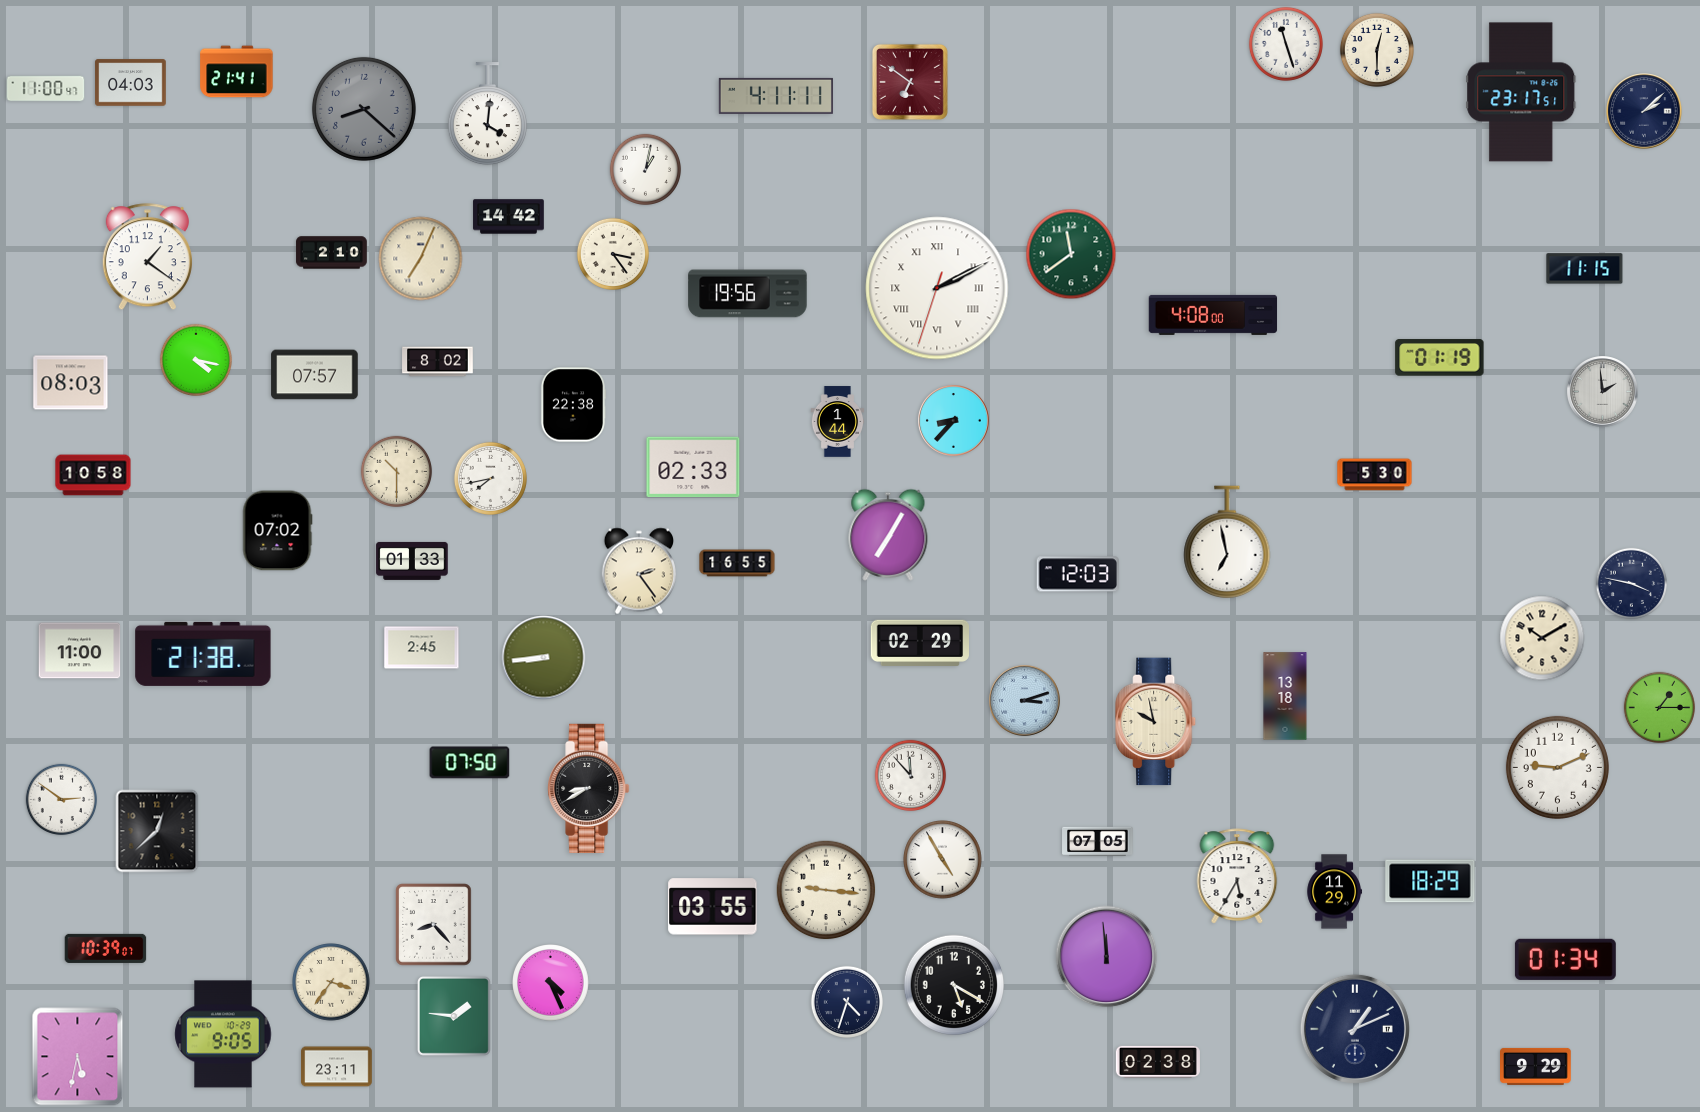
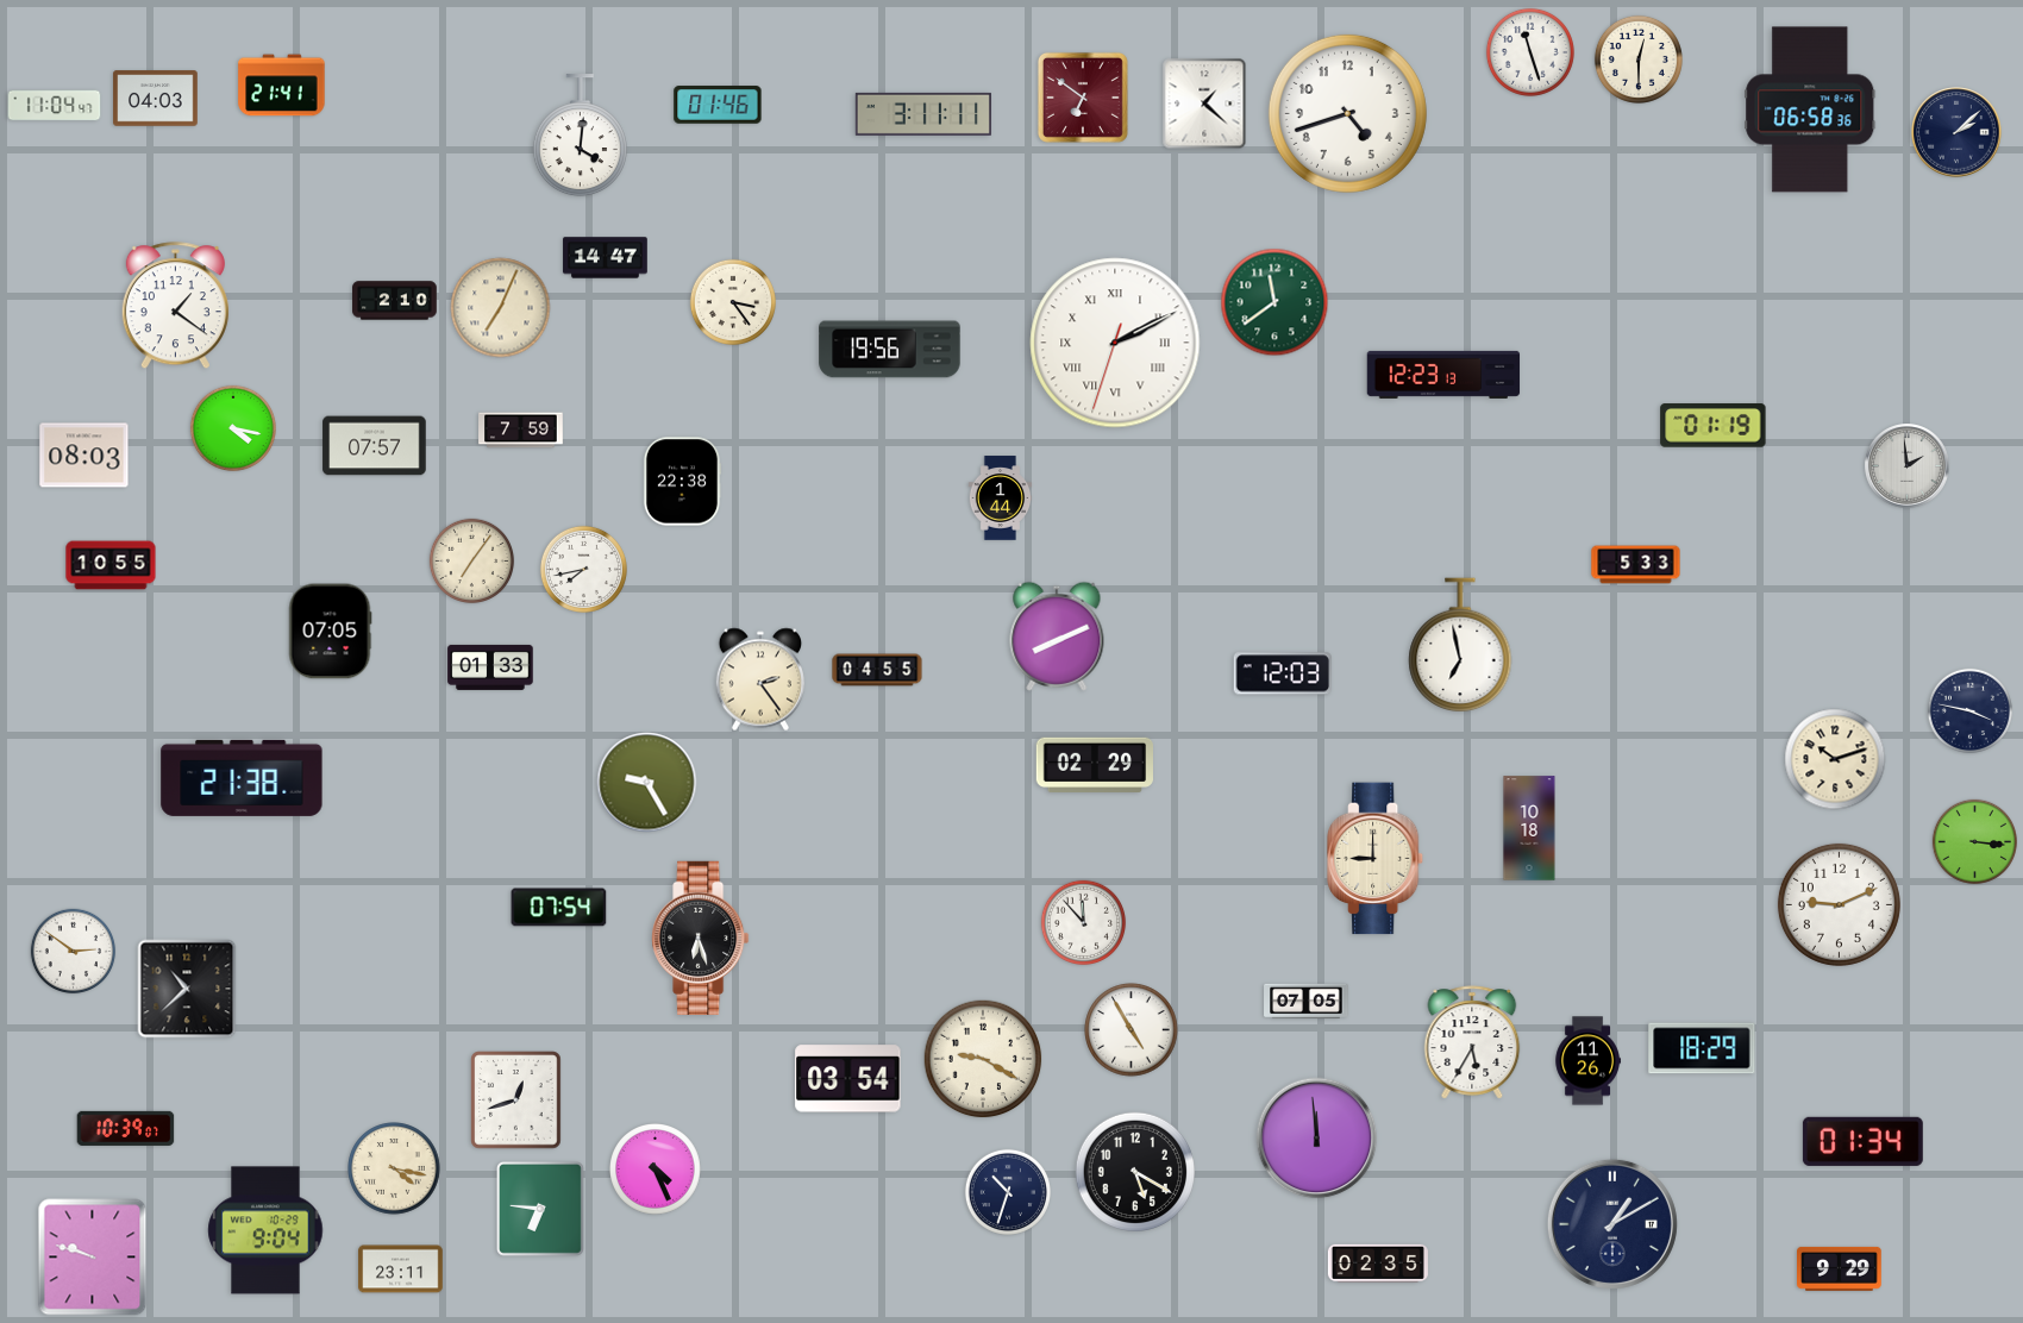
clock at (1204, 104): none -> 1:22
clock at (718, 105): none -> 01:46
clock at (46, 89): 11:00 -> 11:04
clock at (1521, 92): 23:17 -> 06:58
clock at (1347, 113): none -> 4:42
clock at (776, 96): 4:11 -> 3:11
clock at (364, 109): 8:22 -> none
clock at (646, 170): 1:02 -> none
clock at (509, 217): 14:42 -> 14:47
clock at (612, 253) position: (612, 253) -> (732, 301)
clock at (1585, 269): 11:15 -> none
clock at (1213, 315): 4:08 -> 12:23
clock at (438, 362): 8:02 -> 7:59
clock at (954, 421): 8:37 -> none
clock at (838, 422) position: (838, 422) -> (1001, 499)
clock at (693, 467): 02:33 -> none
clock at (397, 472): 10:30 -> 7:06
clock at (93, 475): 10:58 -> 10:55
clock at (1375, 475): 5:30 -> 5:33
clock at (277, 531): 07:02 -> 07:05
clock at (888, 535): 7:05 -> 8:11
clock at (737, 563): 16:55 -> 04:55
clock at (1077, 574) position: (1077, 574) -> (1282, 673)
clock at (1632, 584) position: (1632, 584) -> (1971, 711)
clock at (1542, 638): 10:10 -> 10:12
clock at (422, 648): 2:45 -> none
clock at (80, 651): 11:00 -> none
clock at (544, 658): 8:44 -> 9:25
clock at (1285, 696): 13:18 -> 10:18
clock at (1025, 701): 3:12 -> none
clock at (1660, 708): 1:15 -> 3:16
clock at (1157, 722): 9:58 -> 9:00
clock at (470, 763): 07:50 -> 07:54
clock at (1557, 767) position: (1557, 767) -> (1839, 904)
clock at (589, 788): 8:40 -> 6:27
clock at (157, 831): 12:38 -> 10:38
clock at (943, 860) position: (943, 860) -> (1132, 1030)
clock at (826, 890): 9:16 -> 9:20
clock at (1334, 892): 11:29 -> 11:26
clock at (713, 907): 03:55 -> 03:54
clock at (434, 925): 8:23 -> 12:42
clock at (331, 982): 3:36 -> 4:17
clock at (846, 1001): 4:33 -> 10:33
clock at (454, 1016): 1:46 -> 6:46
clock at (1355, 1029): 1:11 -> 1:10
clock at (223, 1034): 9:05 -> 9:04
clock at (78, 1057): 5:32 -> 9:48
clock at (1158, 1062): 02:38 -> 02:35
clock at (1536, 1066) position: (1536, 1066) -> (1840, 1268)
